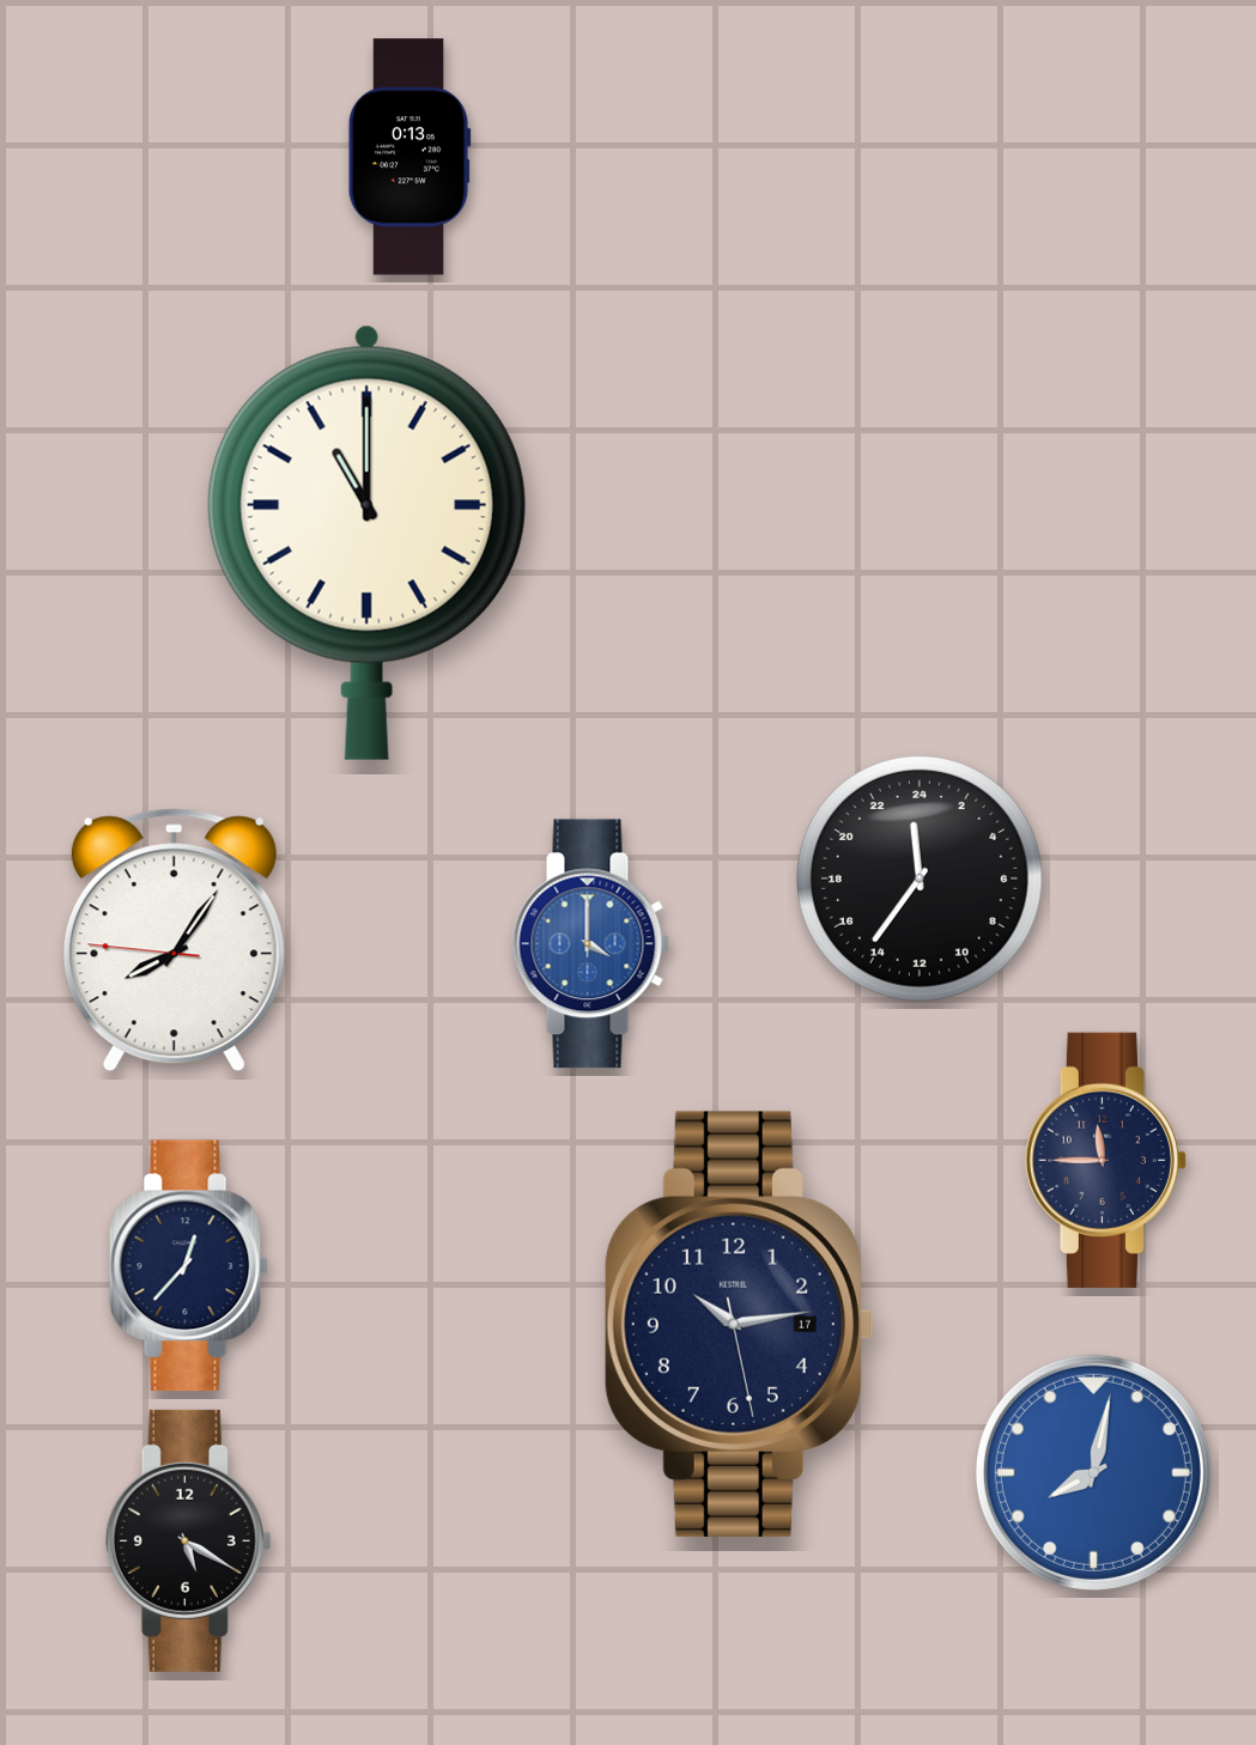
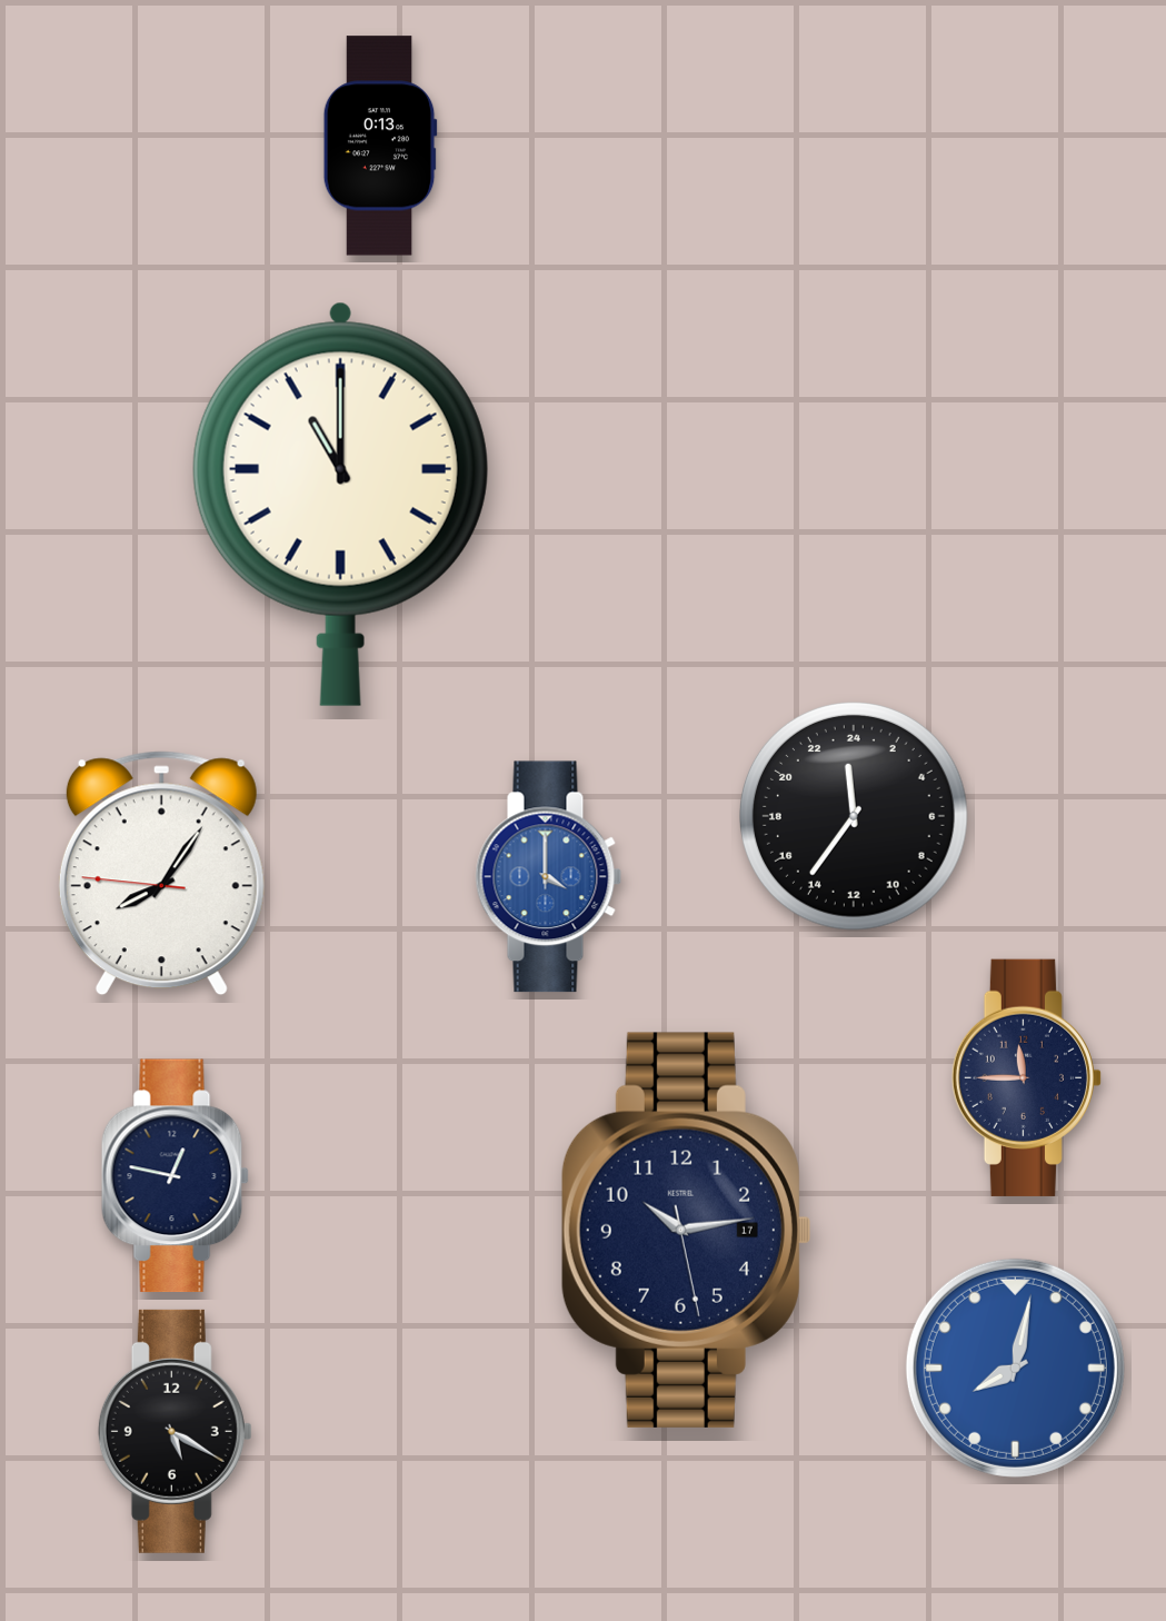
clock at (188, 1266): 12:37 -> 12:47
